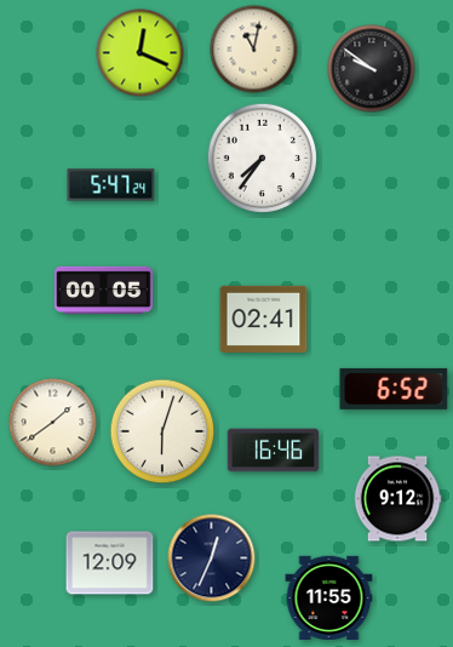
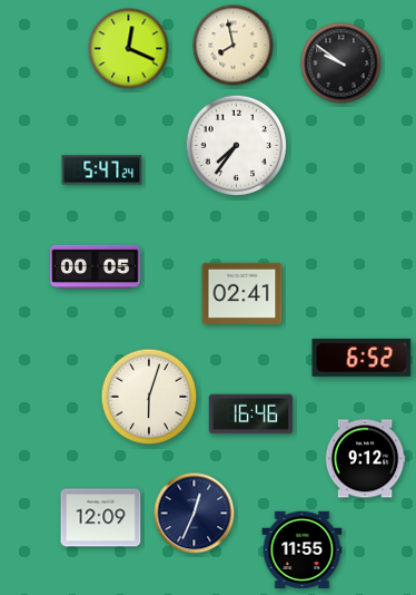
clock at (254, 50): 11:02 -> 7:58
clock at (262, 158) position: (262, 158) -> (236, 145)
clock at (53, 423): 1:39 -> none
